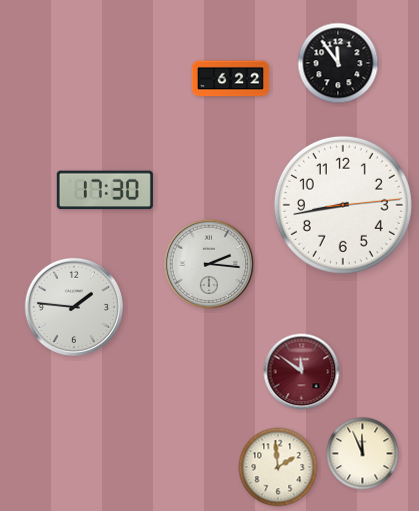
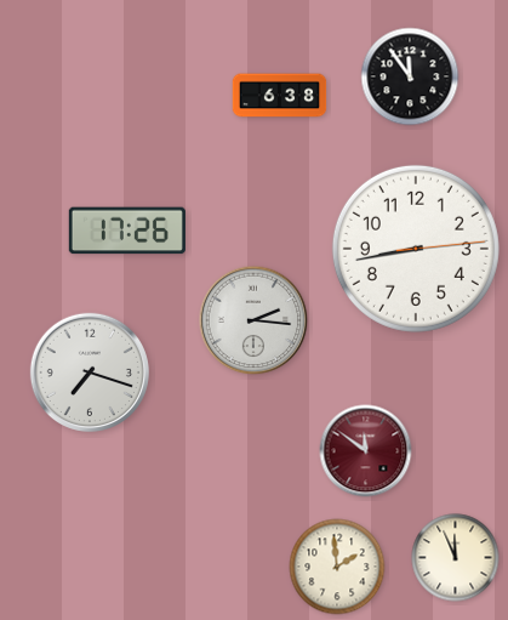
clock at (231, 79): 6:22 -> 6:38
clock at (105, 190): 17:30 -> 17:26
clock at (74, 307): 1:46 -> 7:18
clock at (363, 454) position: (363, 454) -> (456, 558)
